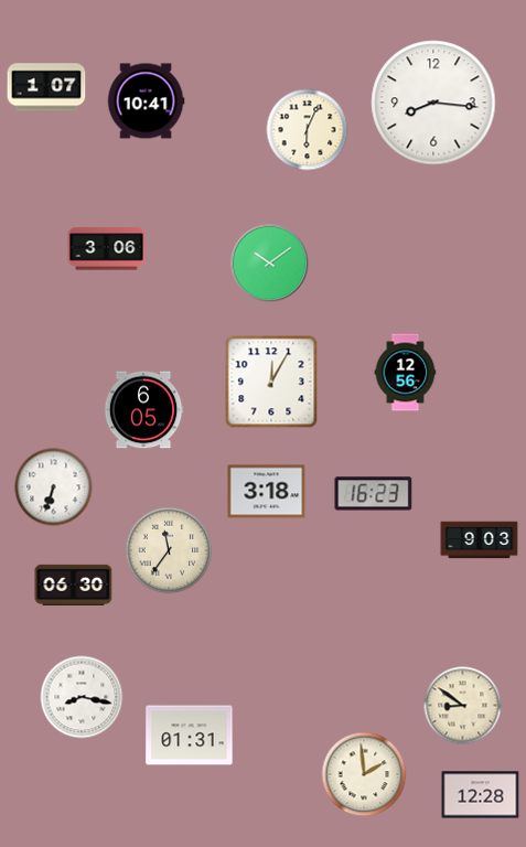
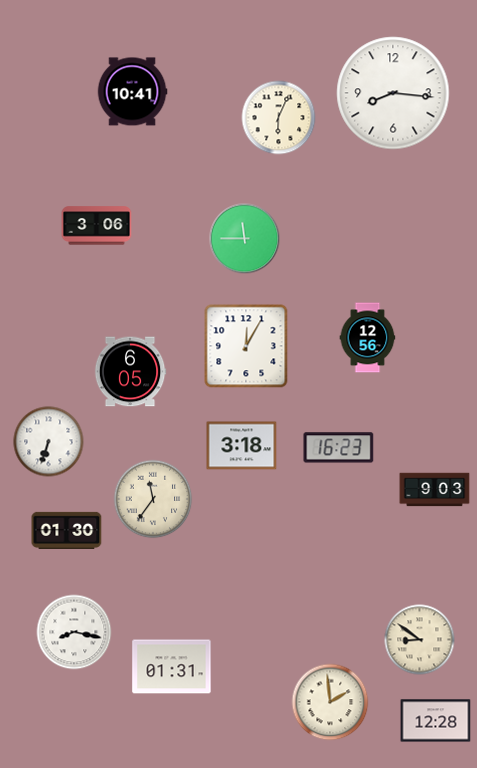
clock at (46, 87): 1:07 -> none
clock at (270, 264): 10:09 -> 11:45
clock at (74, 585): 06:30 -> 01:30
